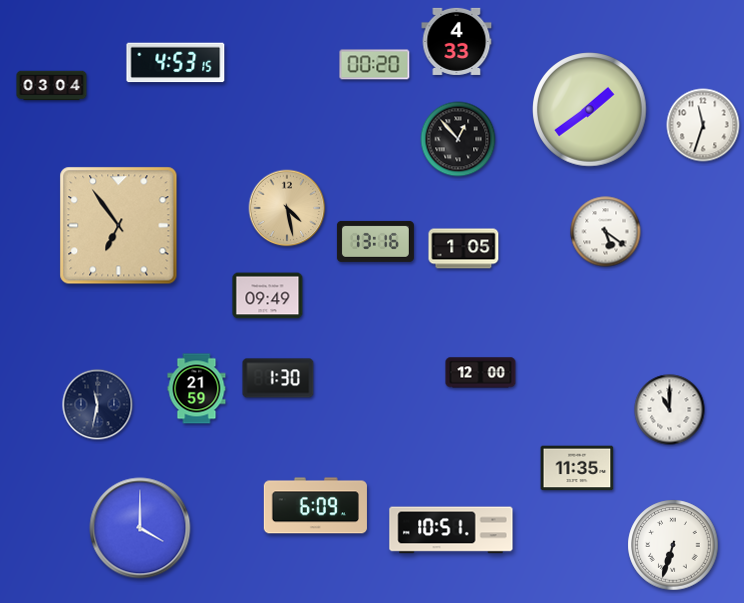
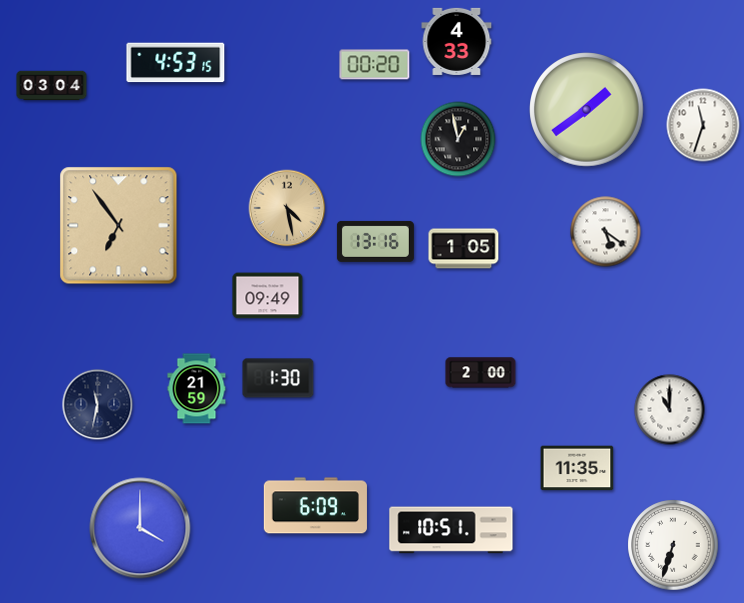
clock at (590, 110) position: (590, 110) -> (587, 110)
clock at (458, 139): 12:53 -> 12:58
clock at (481, 373): 12:00 -> 2:00
